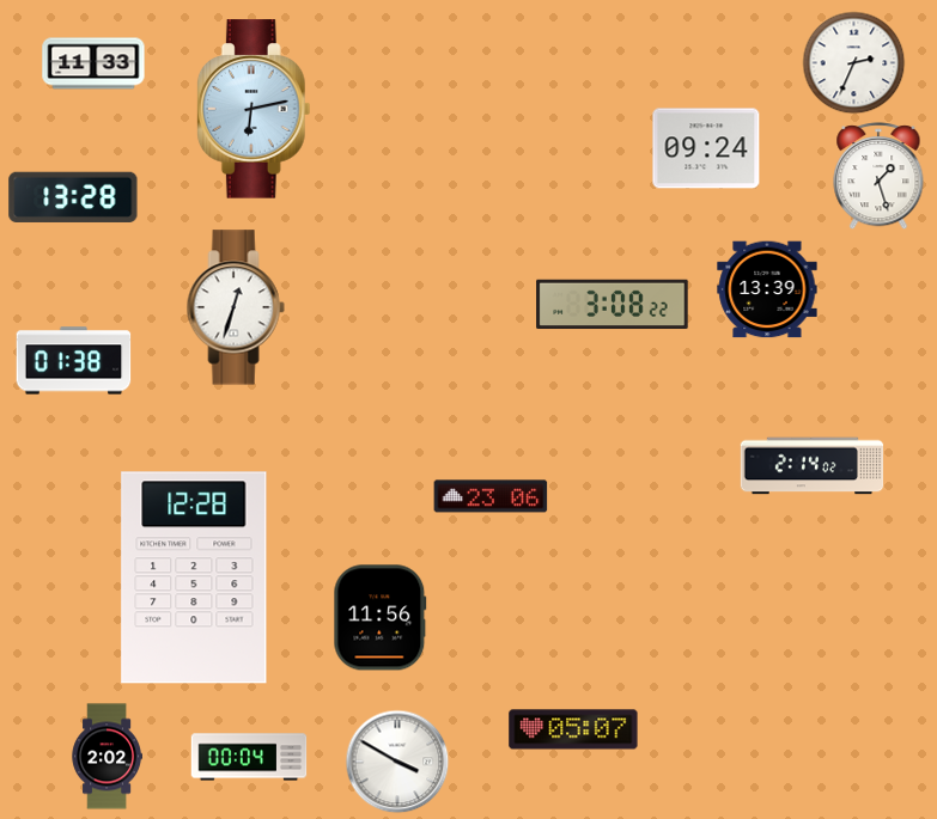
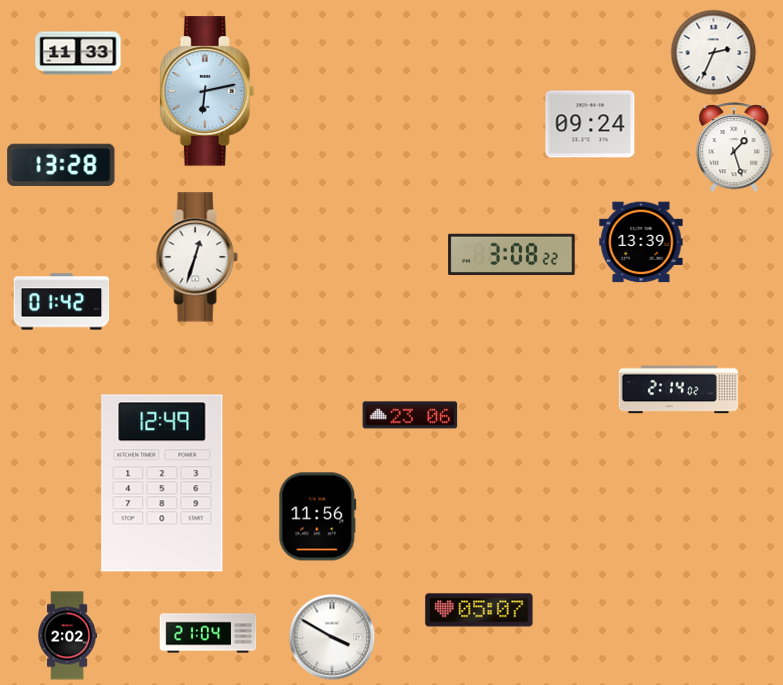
clock at (254, 109) position: (254, 109) -> (207, 91)
clock at (74, 361): 01:38 -> 01:42
clock at (194, 577): 12:28 -> 12:49
clock at (107, 757) position: (107, 757) -> (67, 636)
clock at (249, 757): 00:04 -> 21:04
